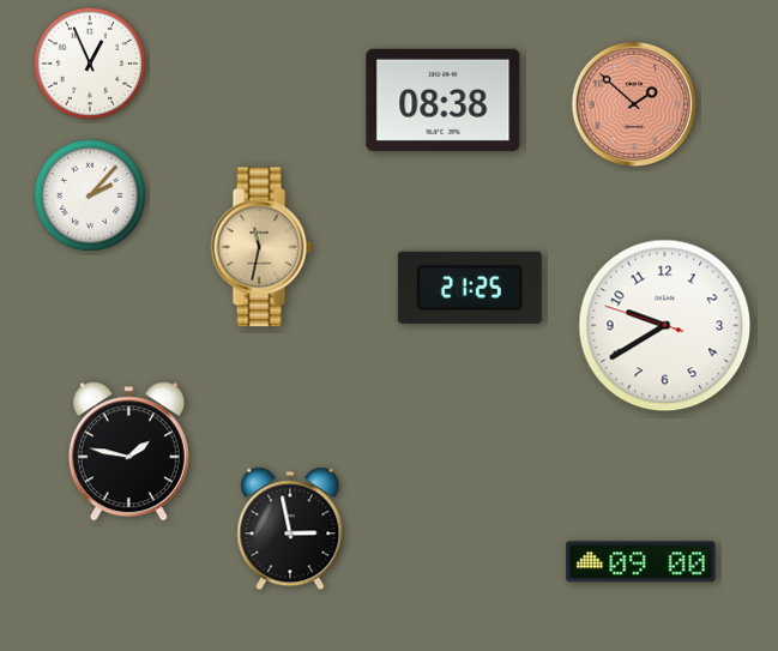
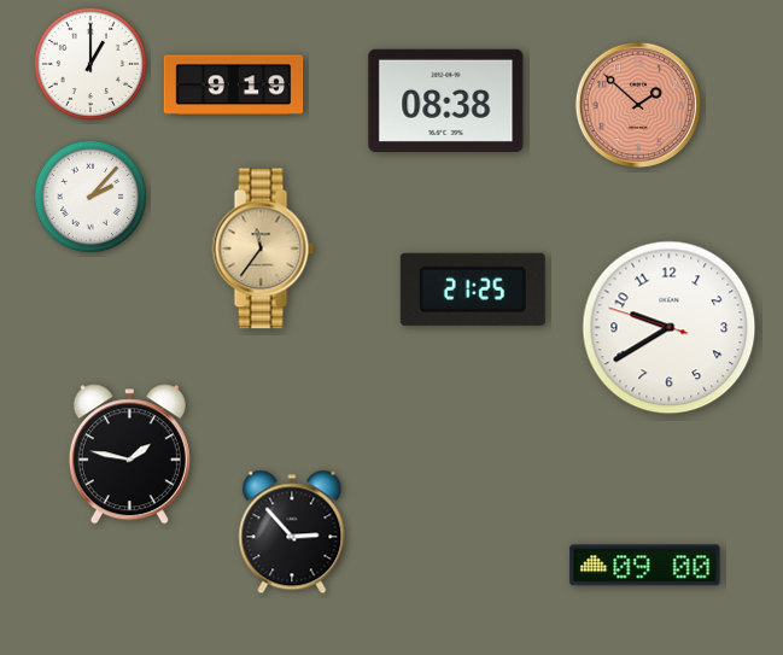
clock at (89, 62): 12:56 -> 1:00
clock at (234, 86): none -> 9:19
clock at (261, 247): 11:32 -> 11:36
clock at (290, 529): 2:58 -> 2:53
